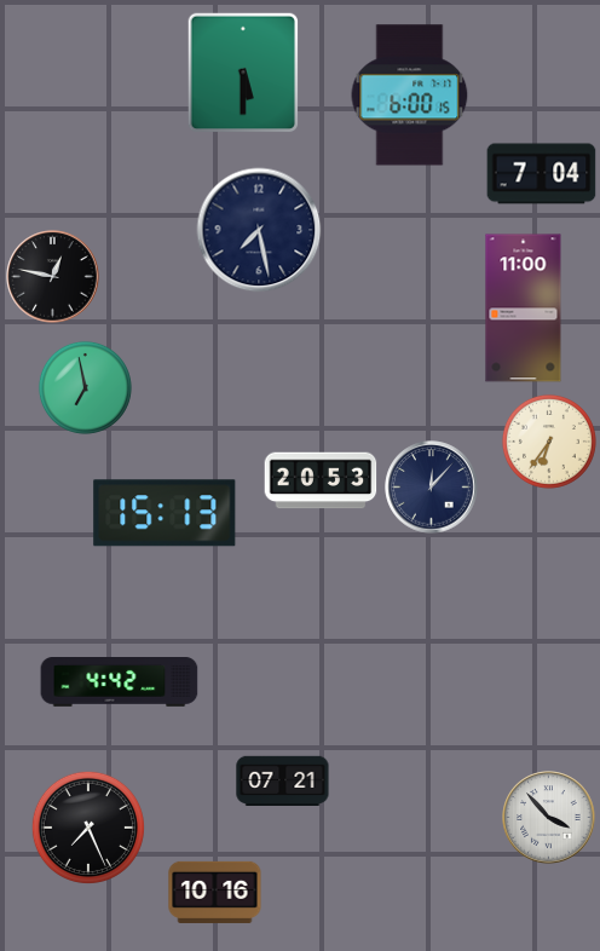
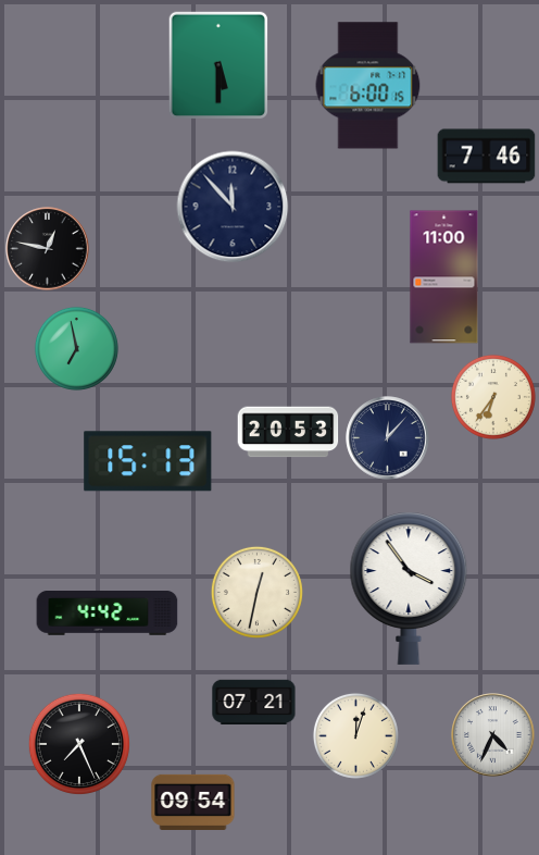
clock at (542, 174): 7:04 -> 7:46
clock at (259, 230): 7:28 -> 11:53
clock at (524, 309) position: (524, 309) -> (444, 277)
clock at (409, 588): none -> 3:54
clock at (256, 592): none -> 12:32
clock at (355, 735): none -> 12:03
clock at (549, 818): 3:53 -> 4:34
clock at (215, 892): 10:16 -> 09:54
